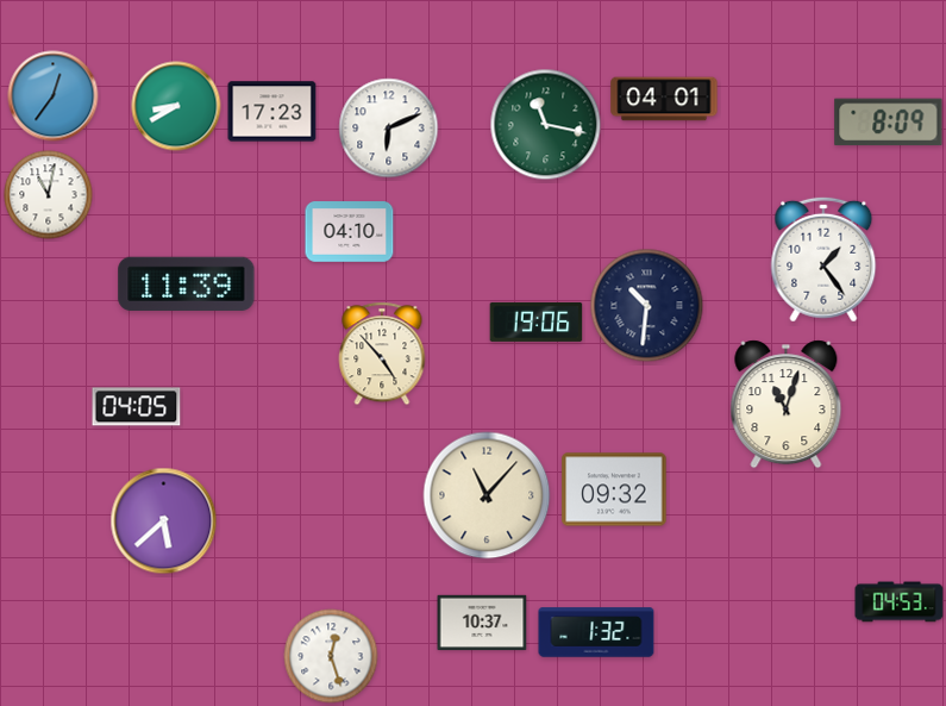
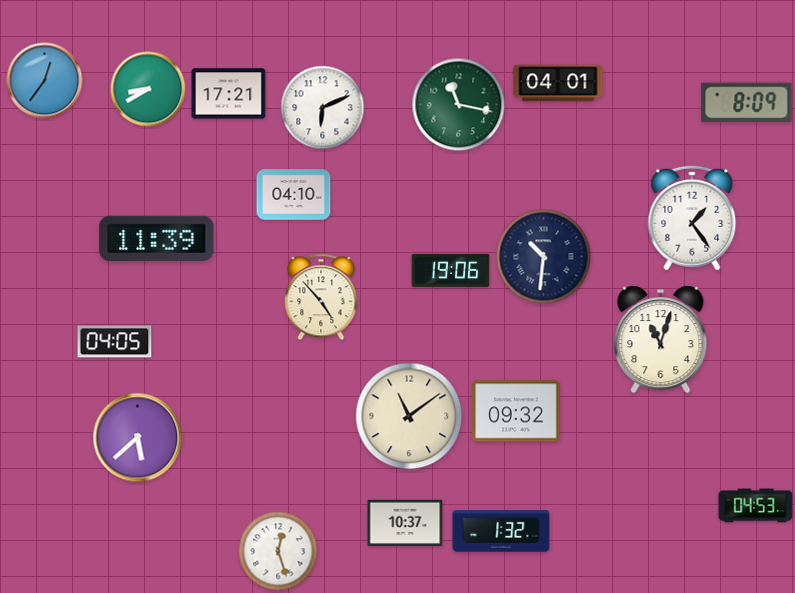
clock at (272, 112): 17:23 -> 17:21
clock at (389, 129) position: (389, 129) -> (323, 108)
clock at (49, 195): 11:02 -> none
clock at (487, 495): 11:07 -> 11:09
